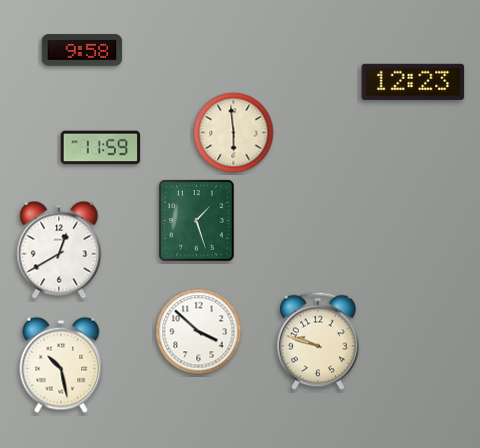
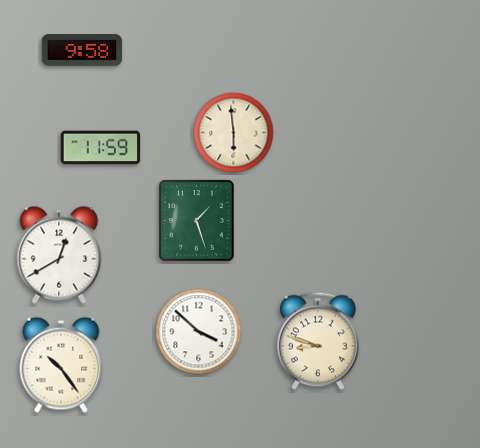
clock at (413, 82): 12:23 -> none
clock at (59, 250) position: (59, 250) -> (59, 255)
clock at (318, 341): 9:48 -> 8:48
clock at (61, 365): 10:28 -> 10:24
